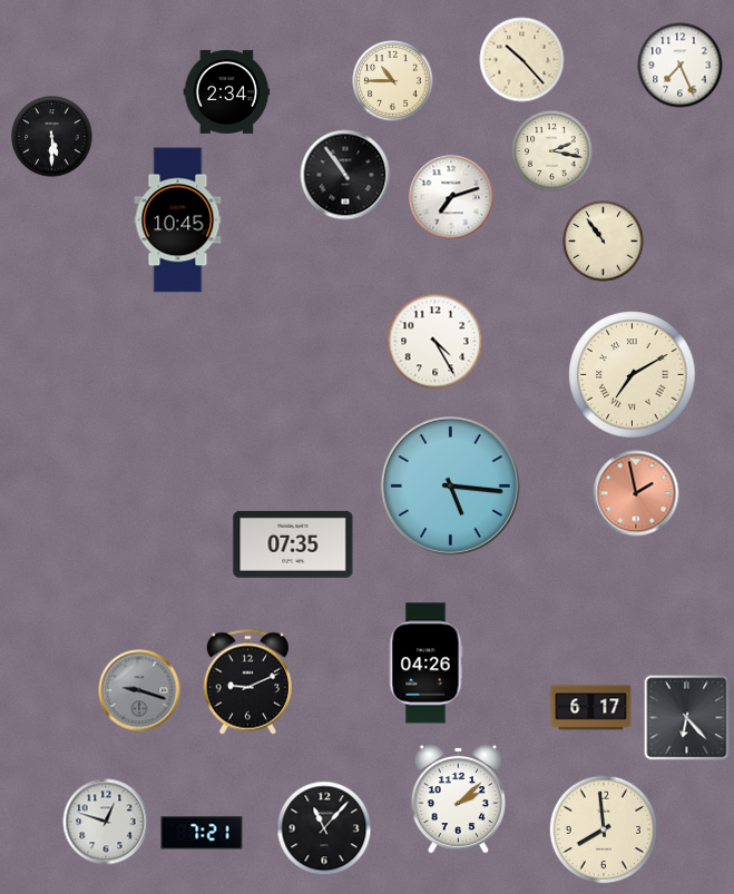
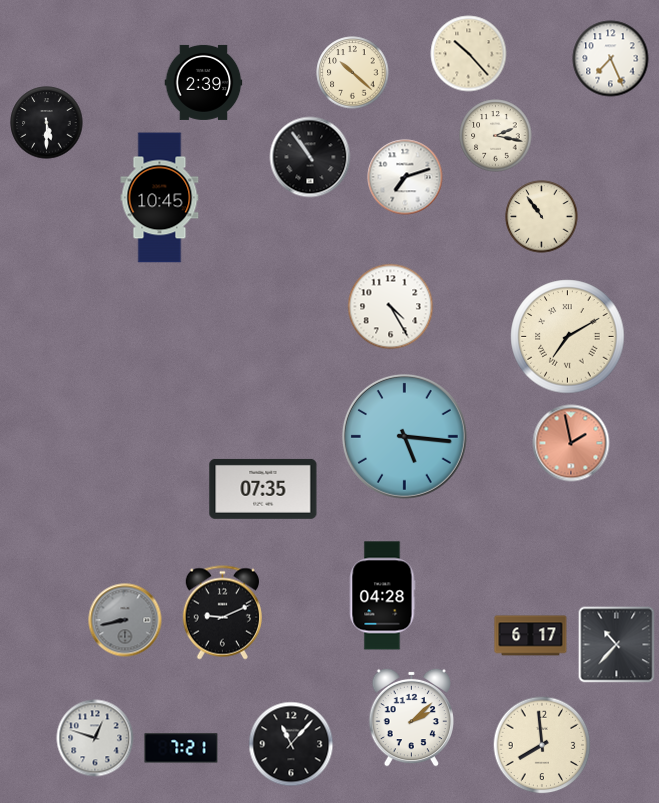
clock at (393, 81): 10:45 -> 10:22
clock at (227, 91): 2:34 -> 2:39
clock at (425, 664): 04:26 -> 04:28
clock at (139, 690): 9:18 -> 8:43
clock at (687, 718): 6:23 -> 10:37
